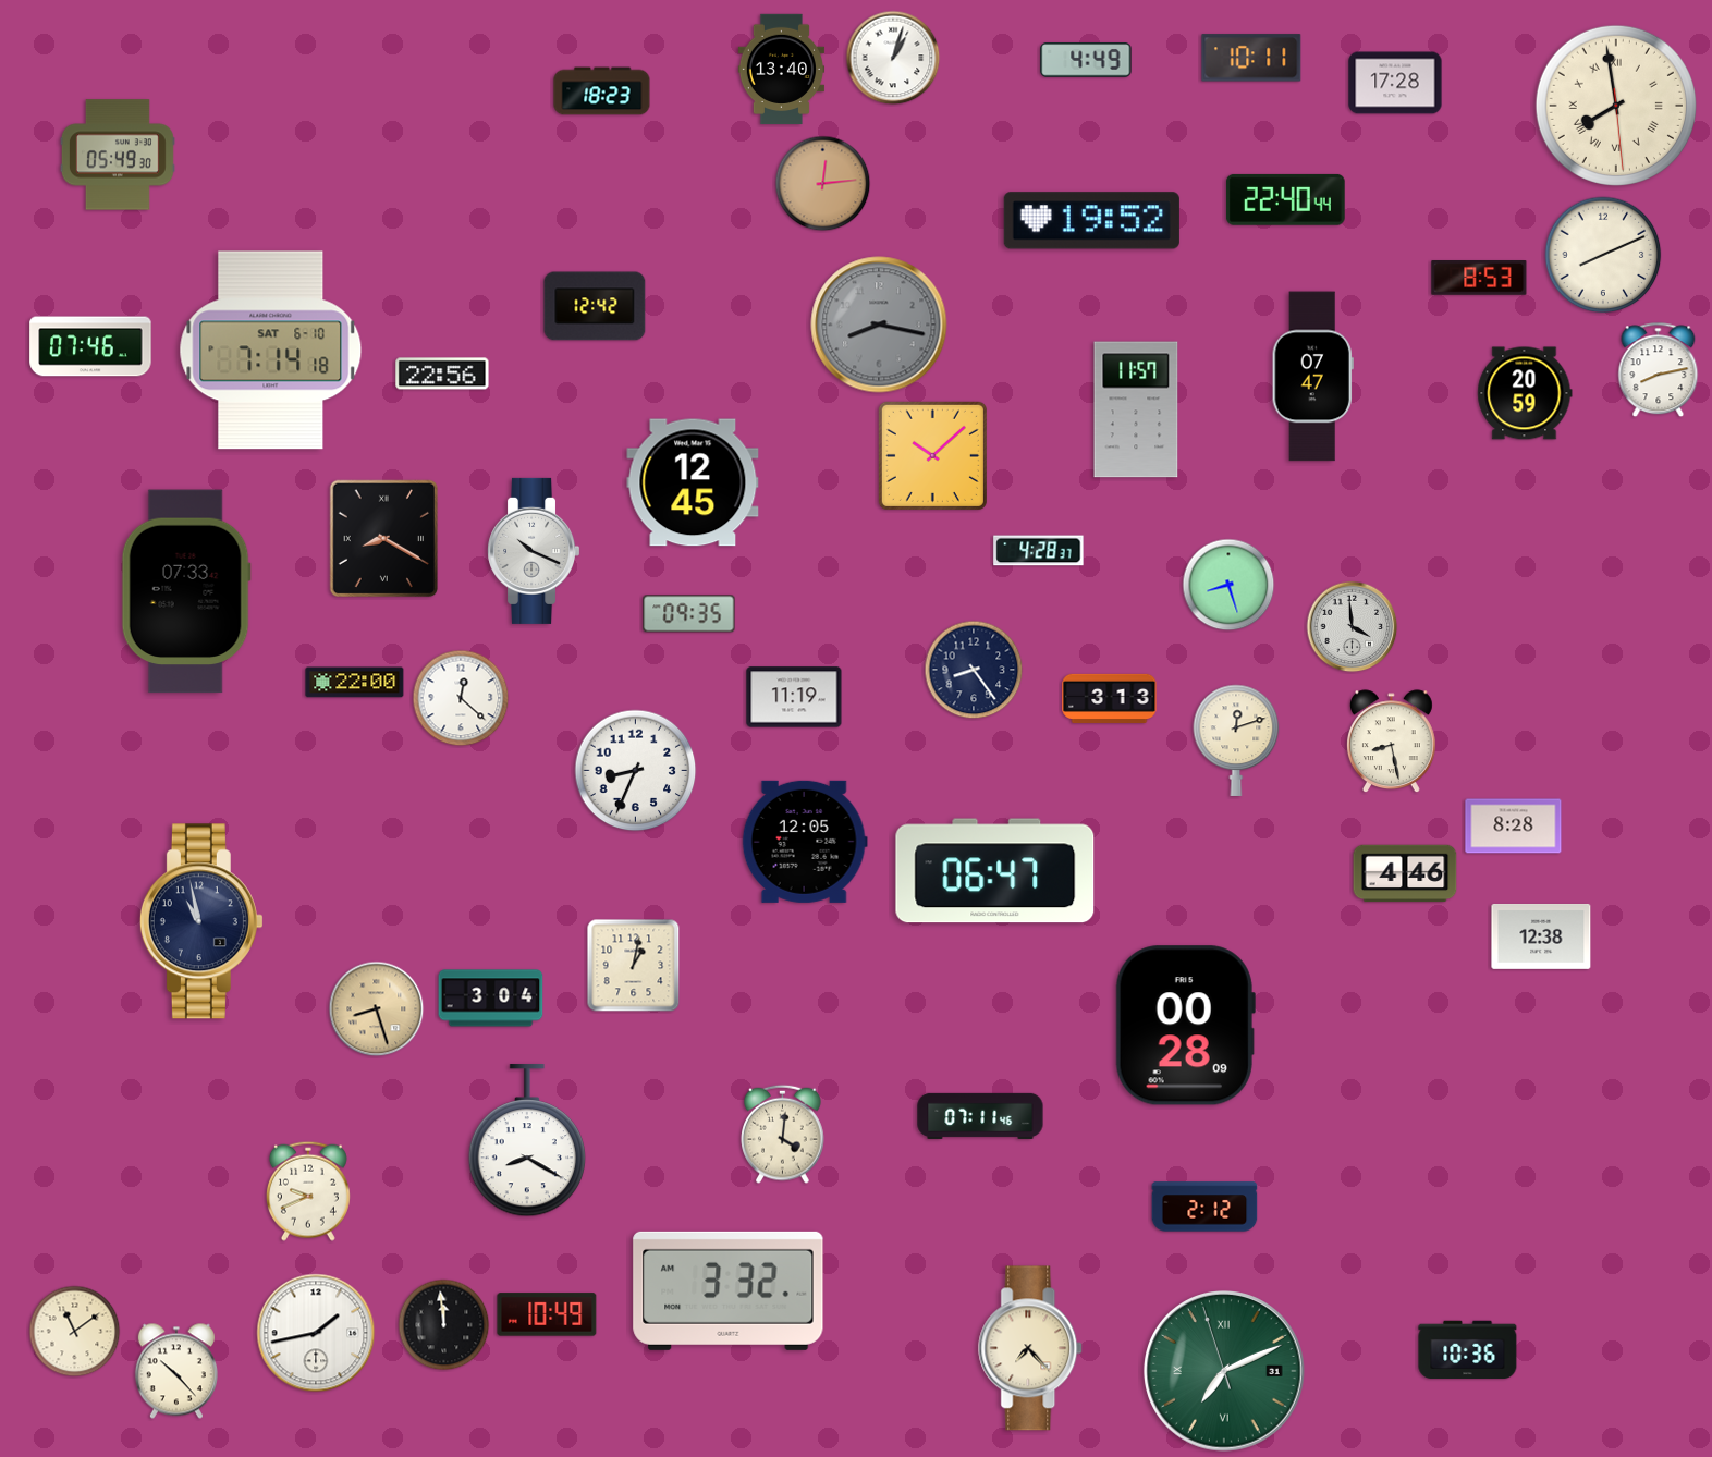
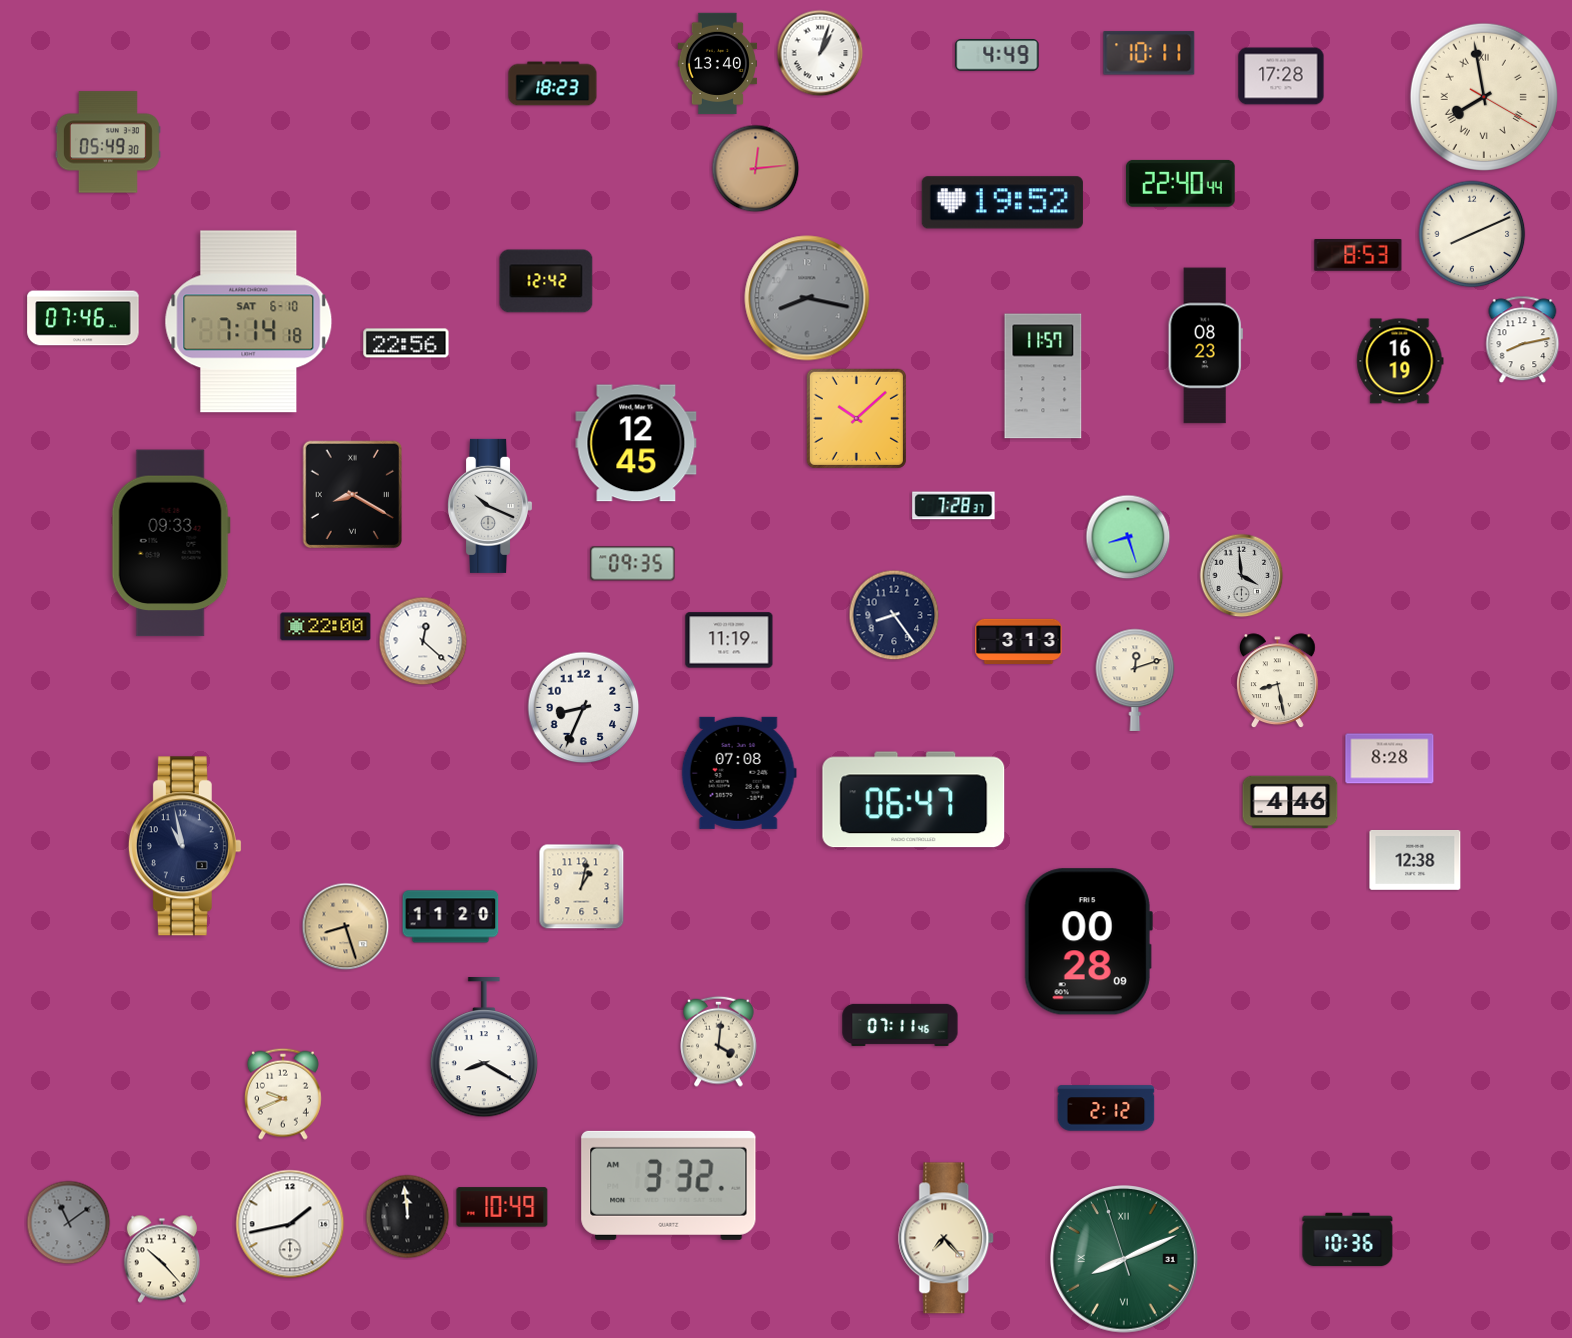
clock at (1615, 105): 7:58:29 -> 7:58:20
clock at (1312, 377): 07:47 -> 08:23
clock at (1525, 393): 20:59 -> 16:19
clock at (1039, 551): 4:28 -> 7:28
clock at (186, 591): 07:33 -> 09:33
clock at (805, 842): 12:05 -> 07:08
clock at (491, 999): 3:04 -> 11:20
clock at (75, 1332) dial: cream -> grey
clock at (1224, 1371): 7:10 -> 8:10
